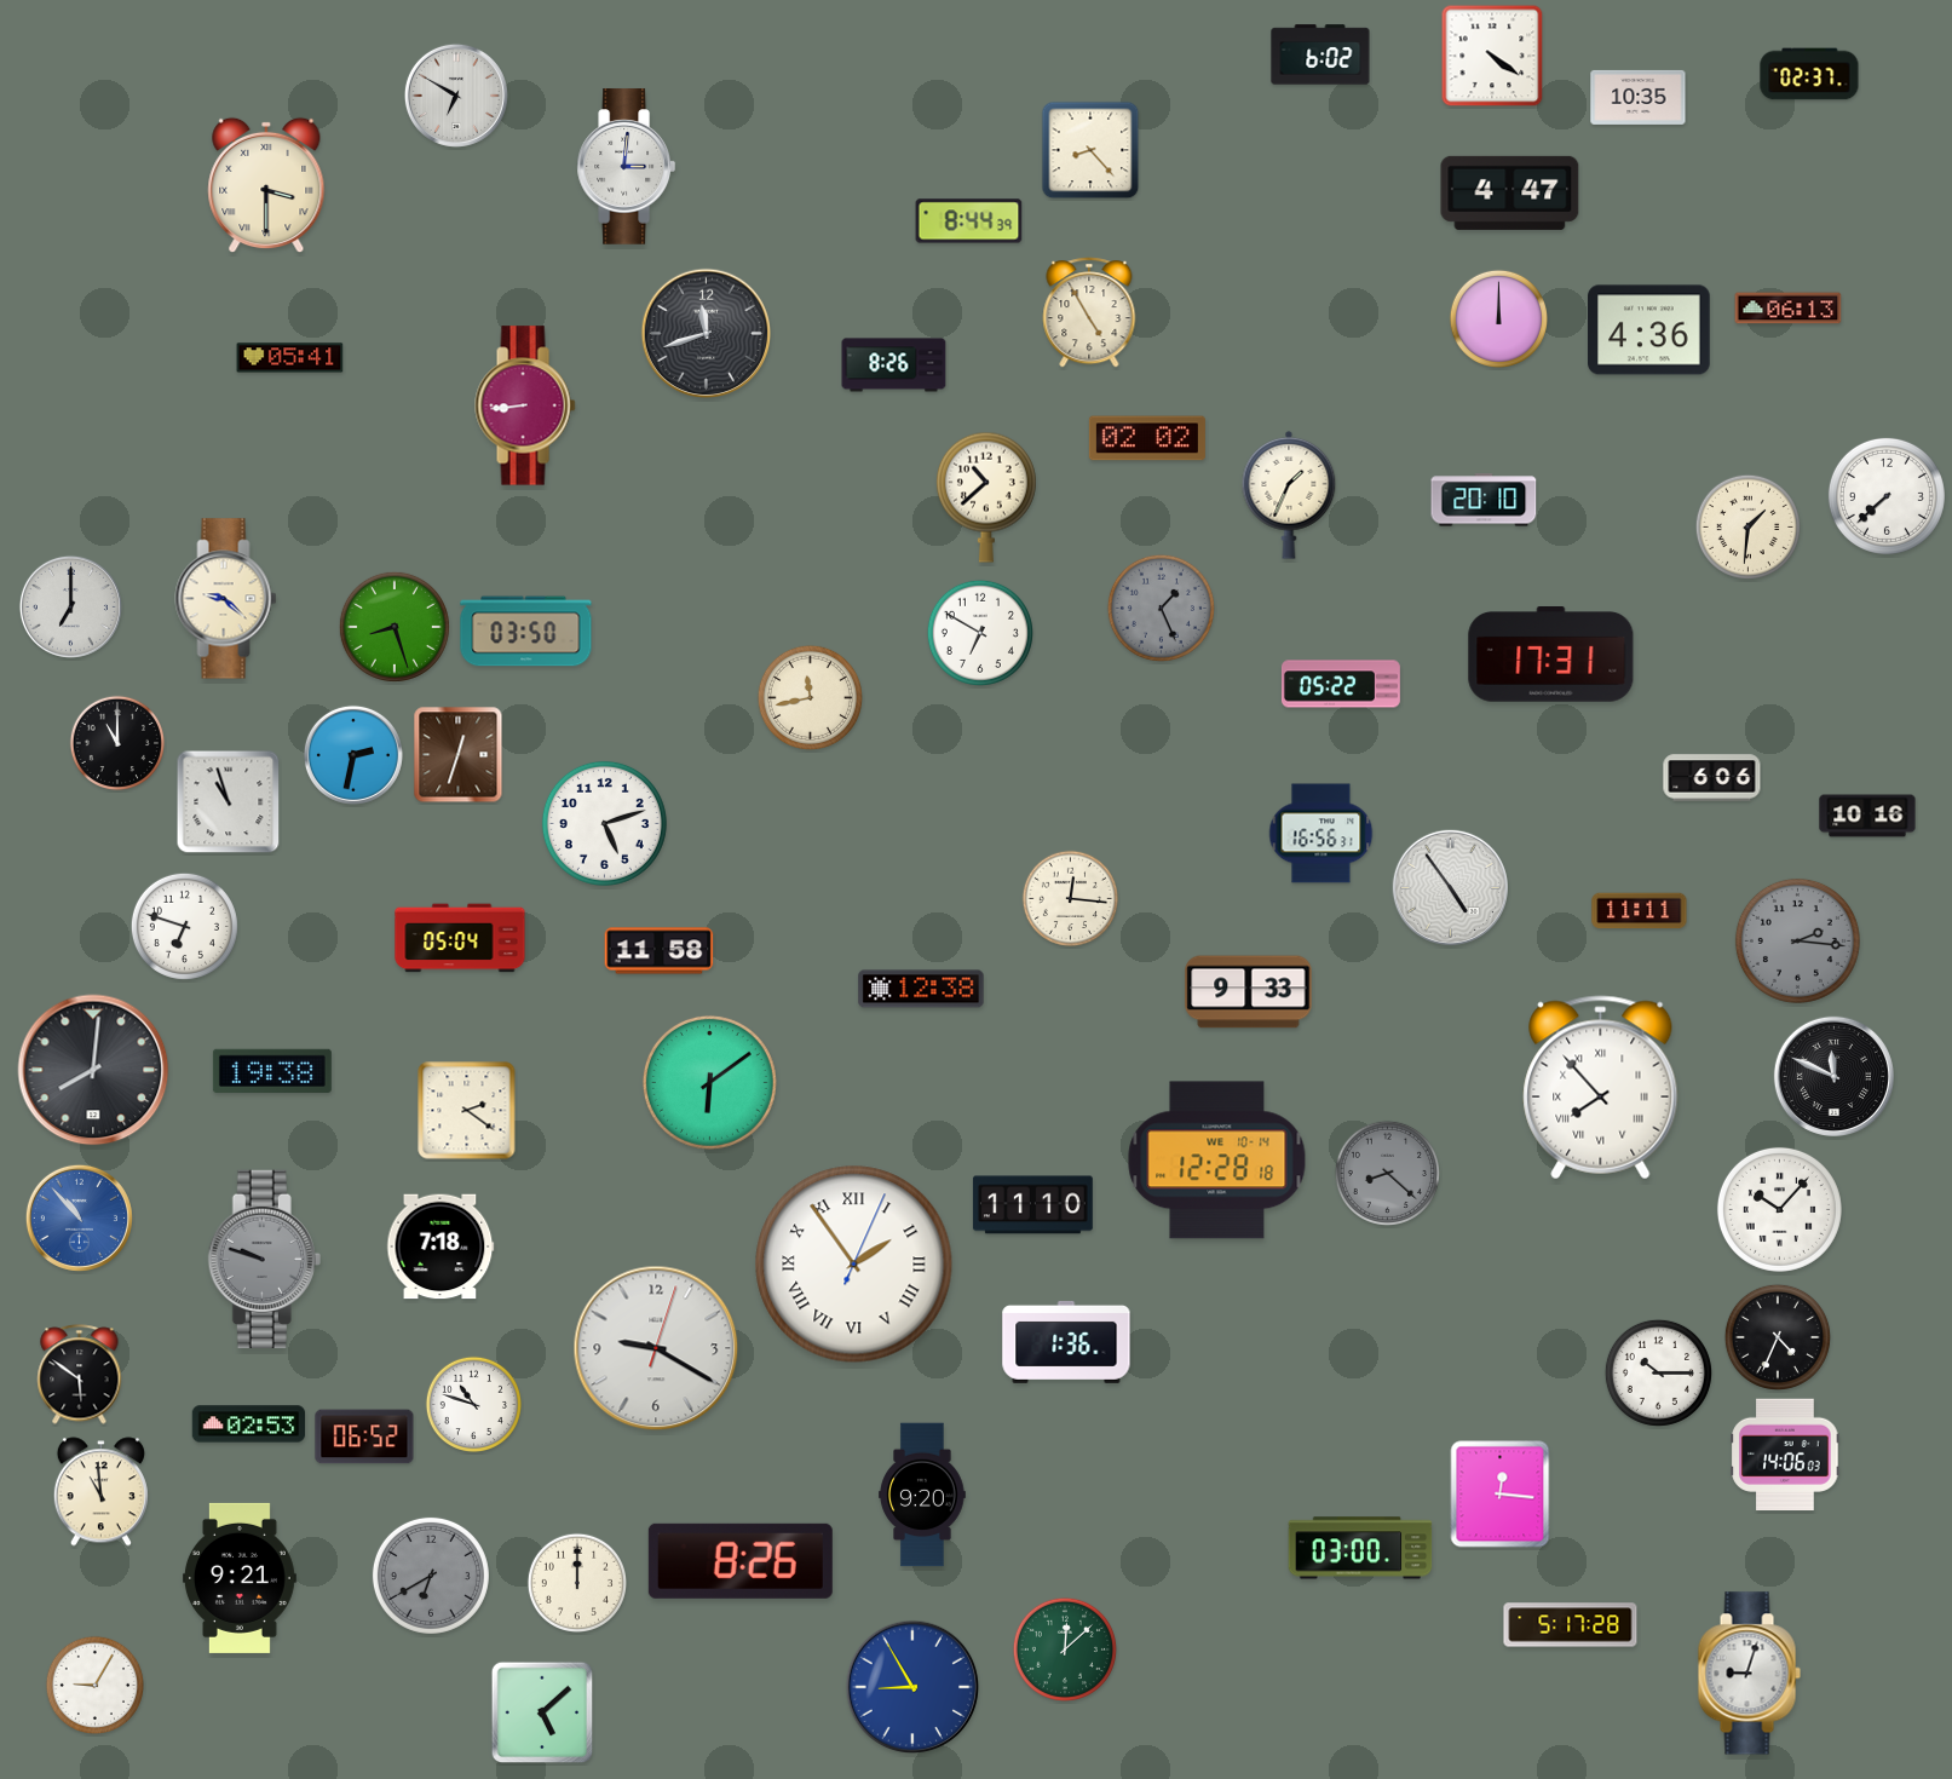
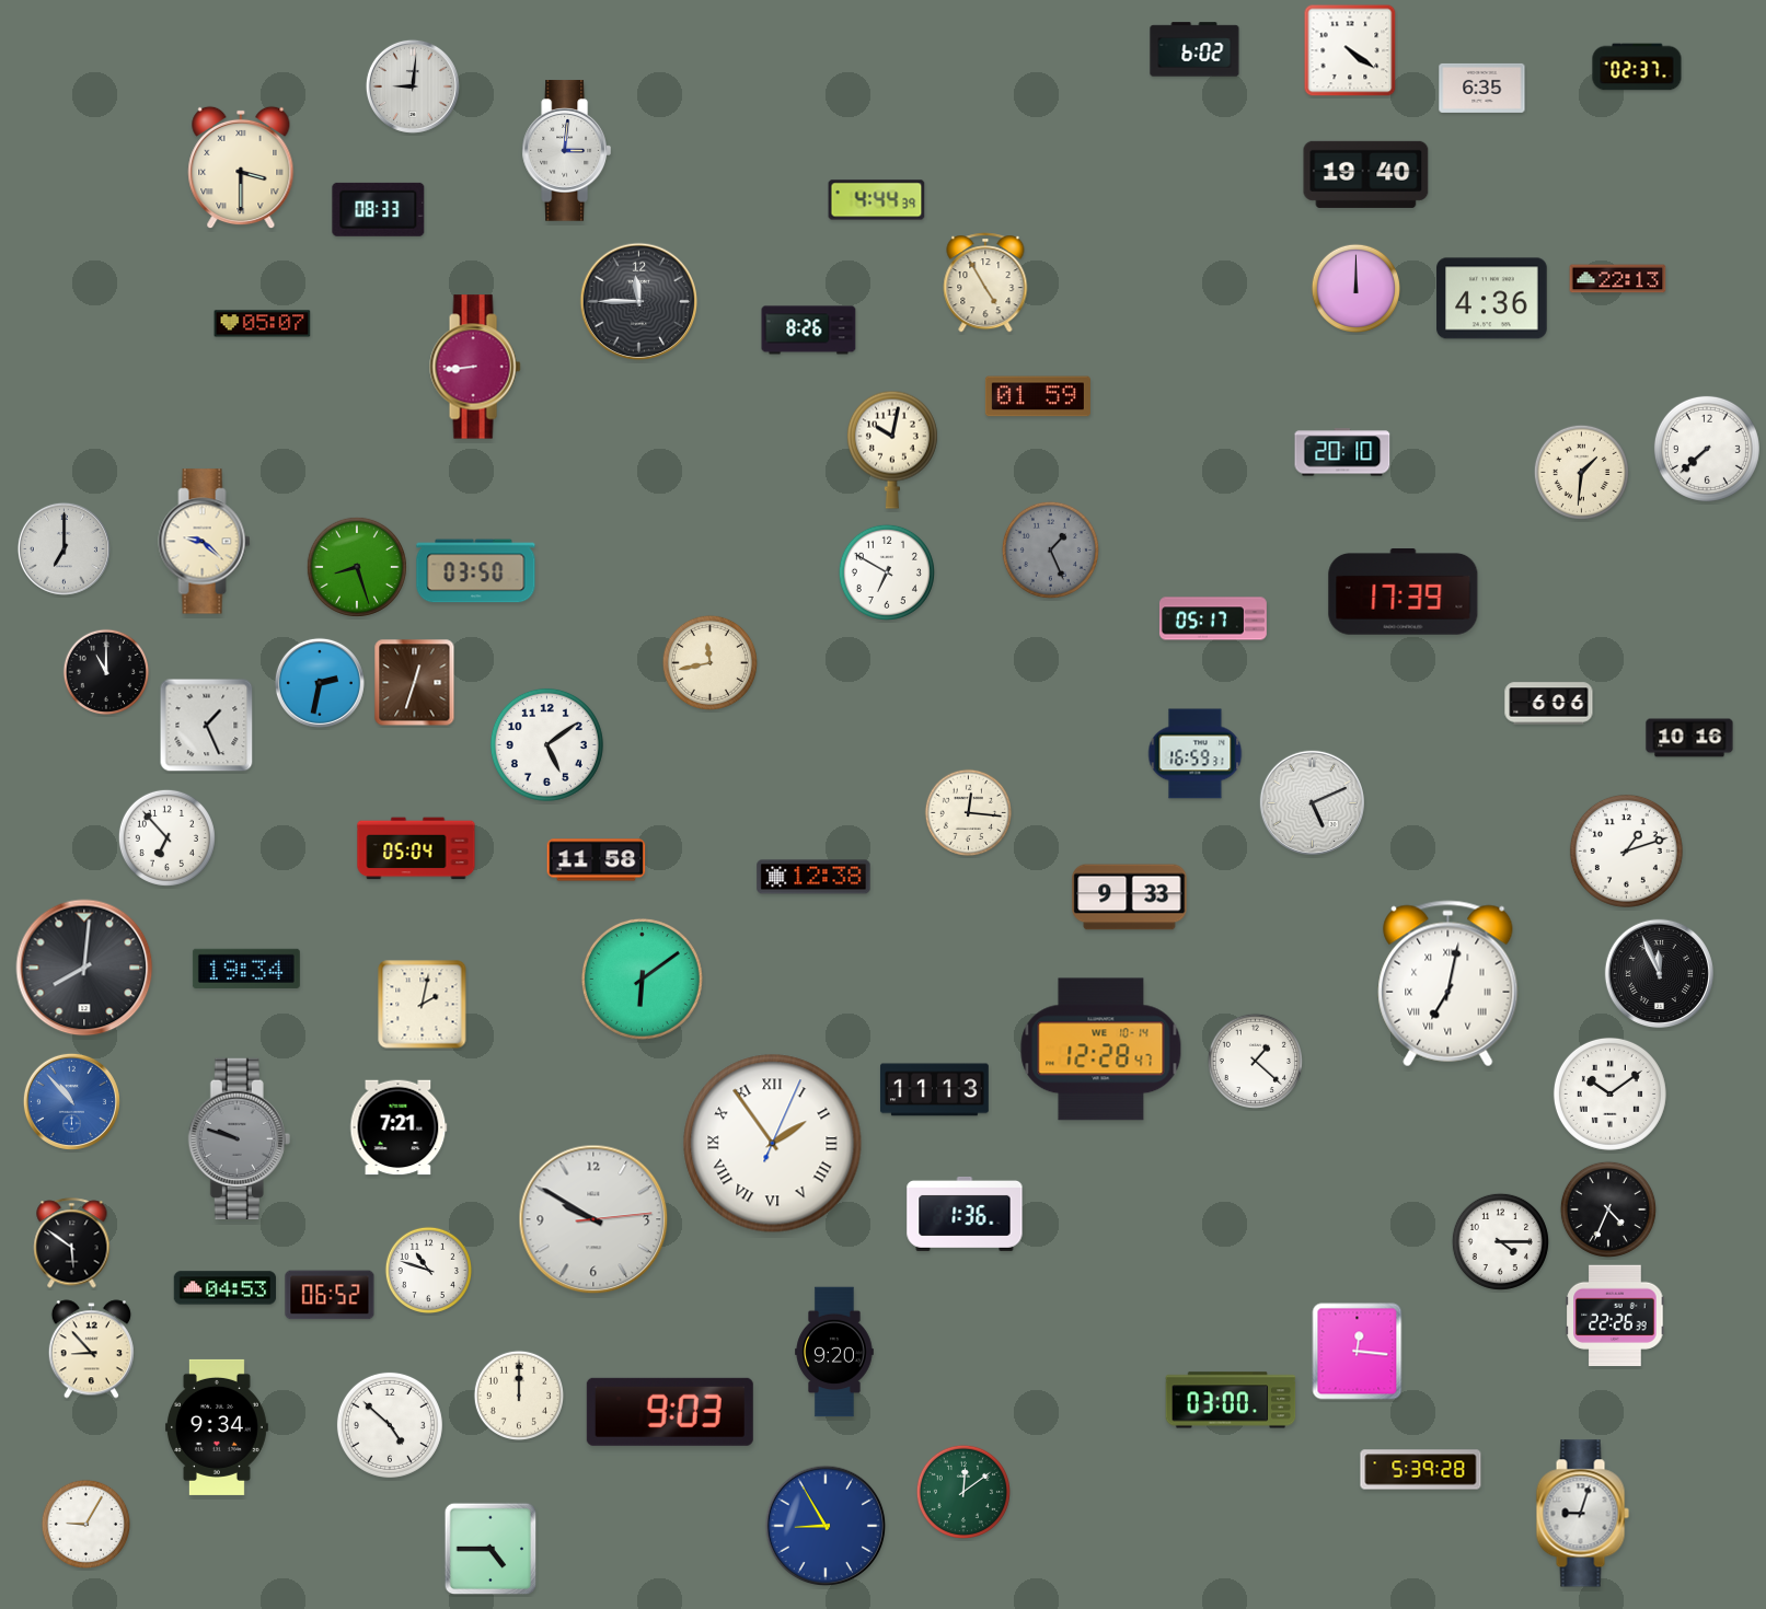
clock at (456, 96): 6:50 -> 9:01
clock at (1639, 97): 10:35 -> 6:35
clock at (1090, 150): 8:23 -> none
clock at (1510, 192): 4:47 -> 19:40
clock at (969, 221): 8:44 -> 4:44
clock at (379, 209): none -> 08:33
clock at (1789, 309): 06:13 -> 22:13
clock at (707, 334): 11:42 -> 11:45
clock at (290, 358): 05:41 -> 05:07
clock at (1147, 438): 02:02 -> 01:59
clock at (1289, 495): 1:34 -> none
clock at (986, 497): 10:38 -> 10:02
clock at (1747, 526) position: (1747, 526) -> (1581, 472)
clock at (1551, 655): 17:31 -> 17:39
clock at (1341, 684): 05:22 -> 05:17
clock at (810, 697) position: (810, 697) -> (709, 662)
clock at (229, 802): 10:57 -> 1:26
clock at (604, 823): 5:12 -> 5:09
clock at (1322, 834): 16:56 -> 16:59
clock at (1450, 887): 4:54 -> 5:11
clock at (1640, 911): 11:11 -> none
clock at (184, 926): 6:48 -> 6:53
clock at (1797, 940): 2:16 -> 1:12
clock at (1797, 940) dial: grey -> white
clock at (921, 989) position: (921, 989) -> (813, 877)
clock at (272, 1071): 19:38 -> 19:34
clock at (1833, 1076): 11:49 -> 11:56
clock at (1601, 1088): 7:53 -> 7:02
clock at (467, 1111): 2:21 -> 2:02
clock at (1217, 1161): 12:28:18 -> 12:28:47
clock at (1387, 1173): 8:22 -> 1:22
clock at (1387, 1173) dial: grey -> white
clock at (1032, 1205): 11:10 -> 11:13
clock at (1779, 1209): 10:07 -> 10:09
clock at (441, 1247): 7:18 -> 7:21
clock at (656, 1348): 9:20 -> 9:50
clock at (1658, 1372): 10:15 -> 4:15
clock at (249, 1424): 02:53 -> 04:53
clock at (364, 1437) position: (364, 1437) -> (330, 1295)
clock at (1785, 1455): 14:06 -> 22:26
clock at (100, 1492): 10:59 -> 8:53
clock at (741, 1561): 8:26 -> 9:03
clock at (431, 1576): 6:40 -> 4:52
clock at (431, 1576) dial: grey -> white
clock at (240, 1578): 9:21 -> 9:34
clock at (576, 1582) position: (576, 1582) -> (518, 1394)
clock at (1571, 1625): 5:17 -> 5:39
clock at (1065, 1650): 12:08 -> 12:09
clock at (542, 1712): 5:08 -> 4:45
